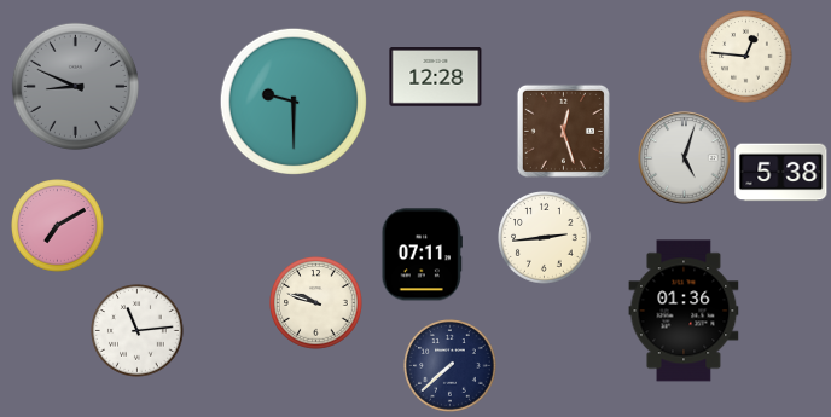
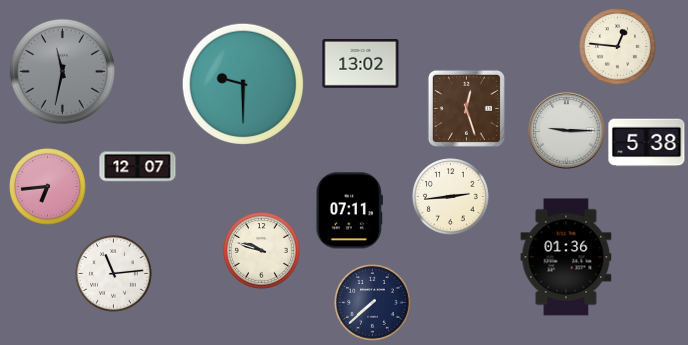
clock at (436, 77): 12:28 -> 13:02
clock at (75, 86): 8:49 -> 11:32
clock at (685, 158): 5:03 -> 9:15
clock at (138, 167): none -> 12:07
clock at (58, 226): 7:10 -> 6:44
